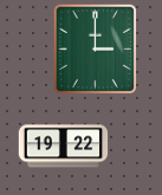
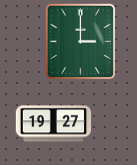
clock at (64, 147): 19:22 -> 19:27
